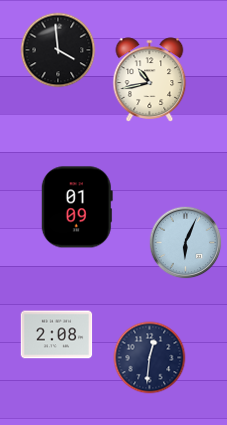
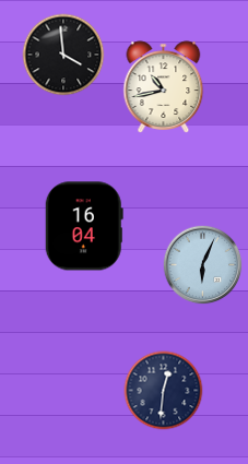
clock at (77, 207): 01:09 -> 16:04
clock at (57, 335): 2:08 -> none
